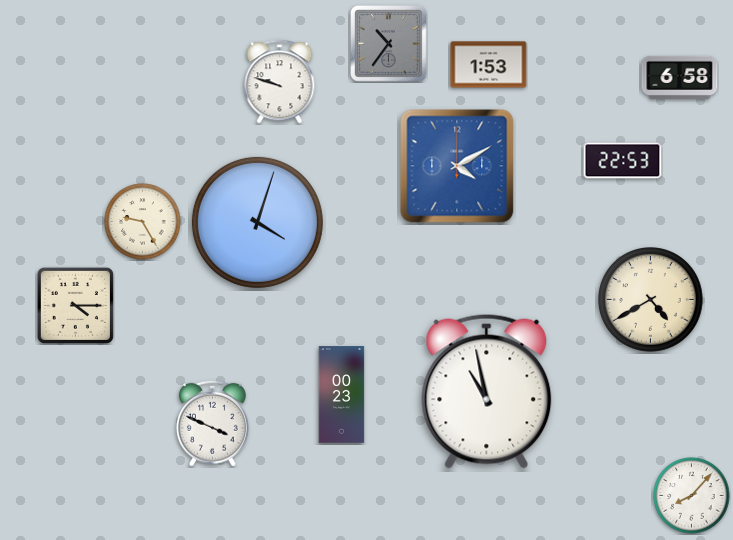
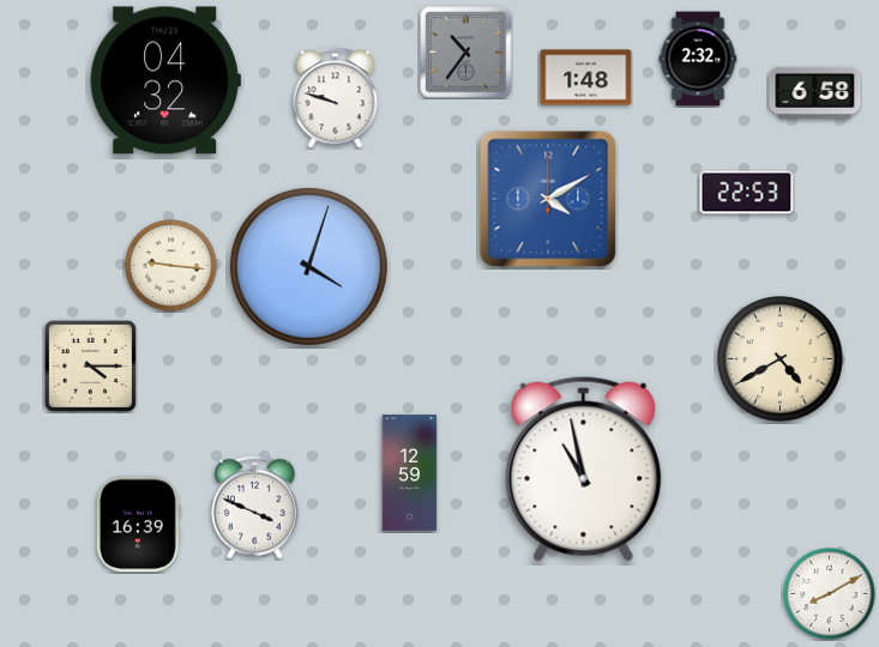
clock at (698, 59): none -> 2:32
clock at (489, 65): 1:53 -> 1:48
clock at (165, 80): none -> 04:32
clock at (143, 222): 9:25 -> 9:16
clock at (342, 395): 00:23 -> 12:59
clock at (138, 525): none -> 16:39
clock at (692, 496): 8:07 -> 8:10
